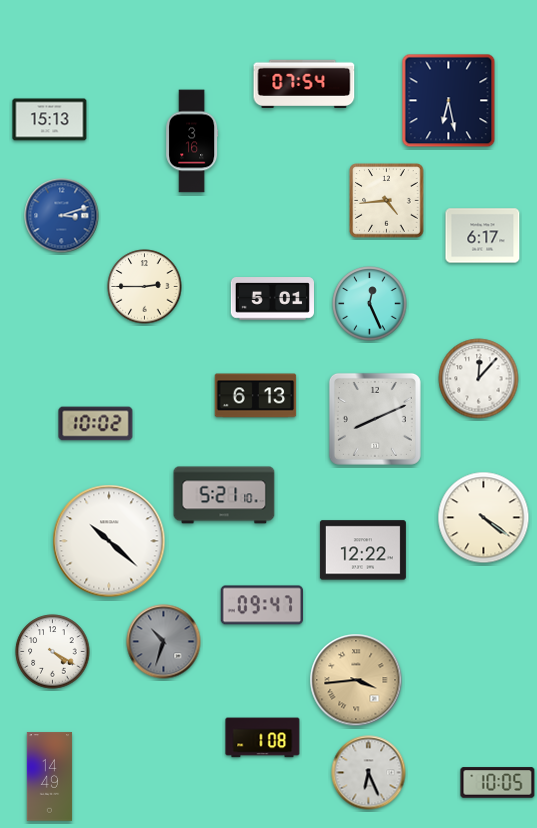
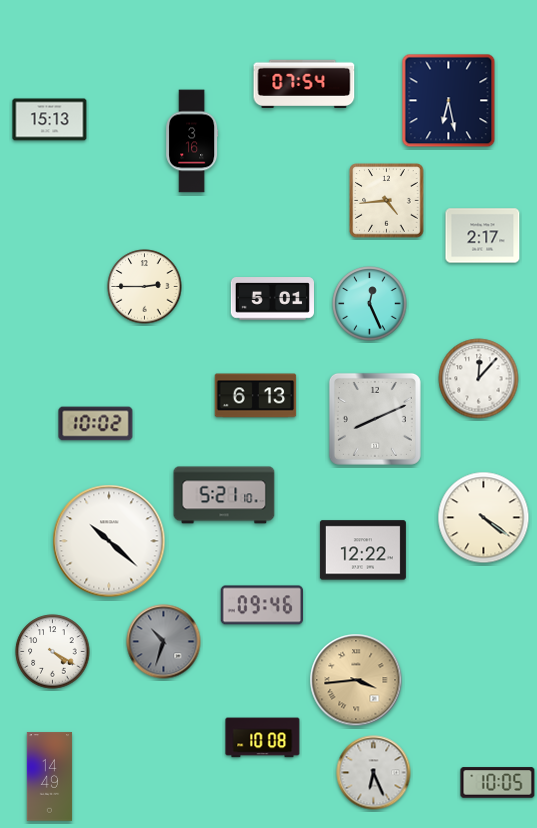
clock at (62, 216): 3:12 -> none
clock at (483, 236): 6:17 -> 2:17
clock at (261, 605): 09:47 -> 09:46
clock at (263, 738): 1:08 -> 10:08
clock at (369, 773) position: (369, 773) -> (374, 773)
